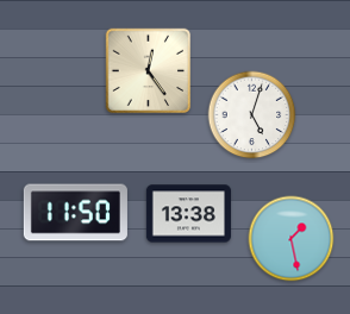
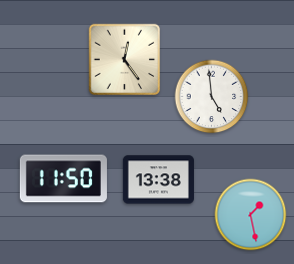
clock at (252, 115): 5:03 -> 4:59
clock at (292, 239) position: (292, 239) -> (251, 215)
